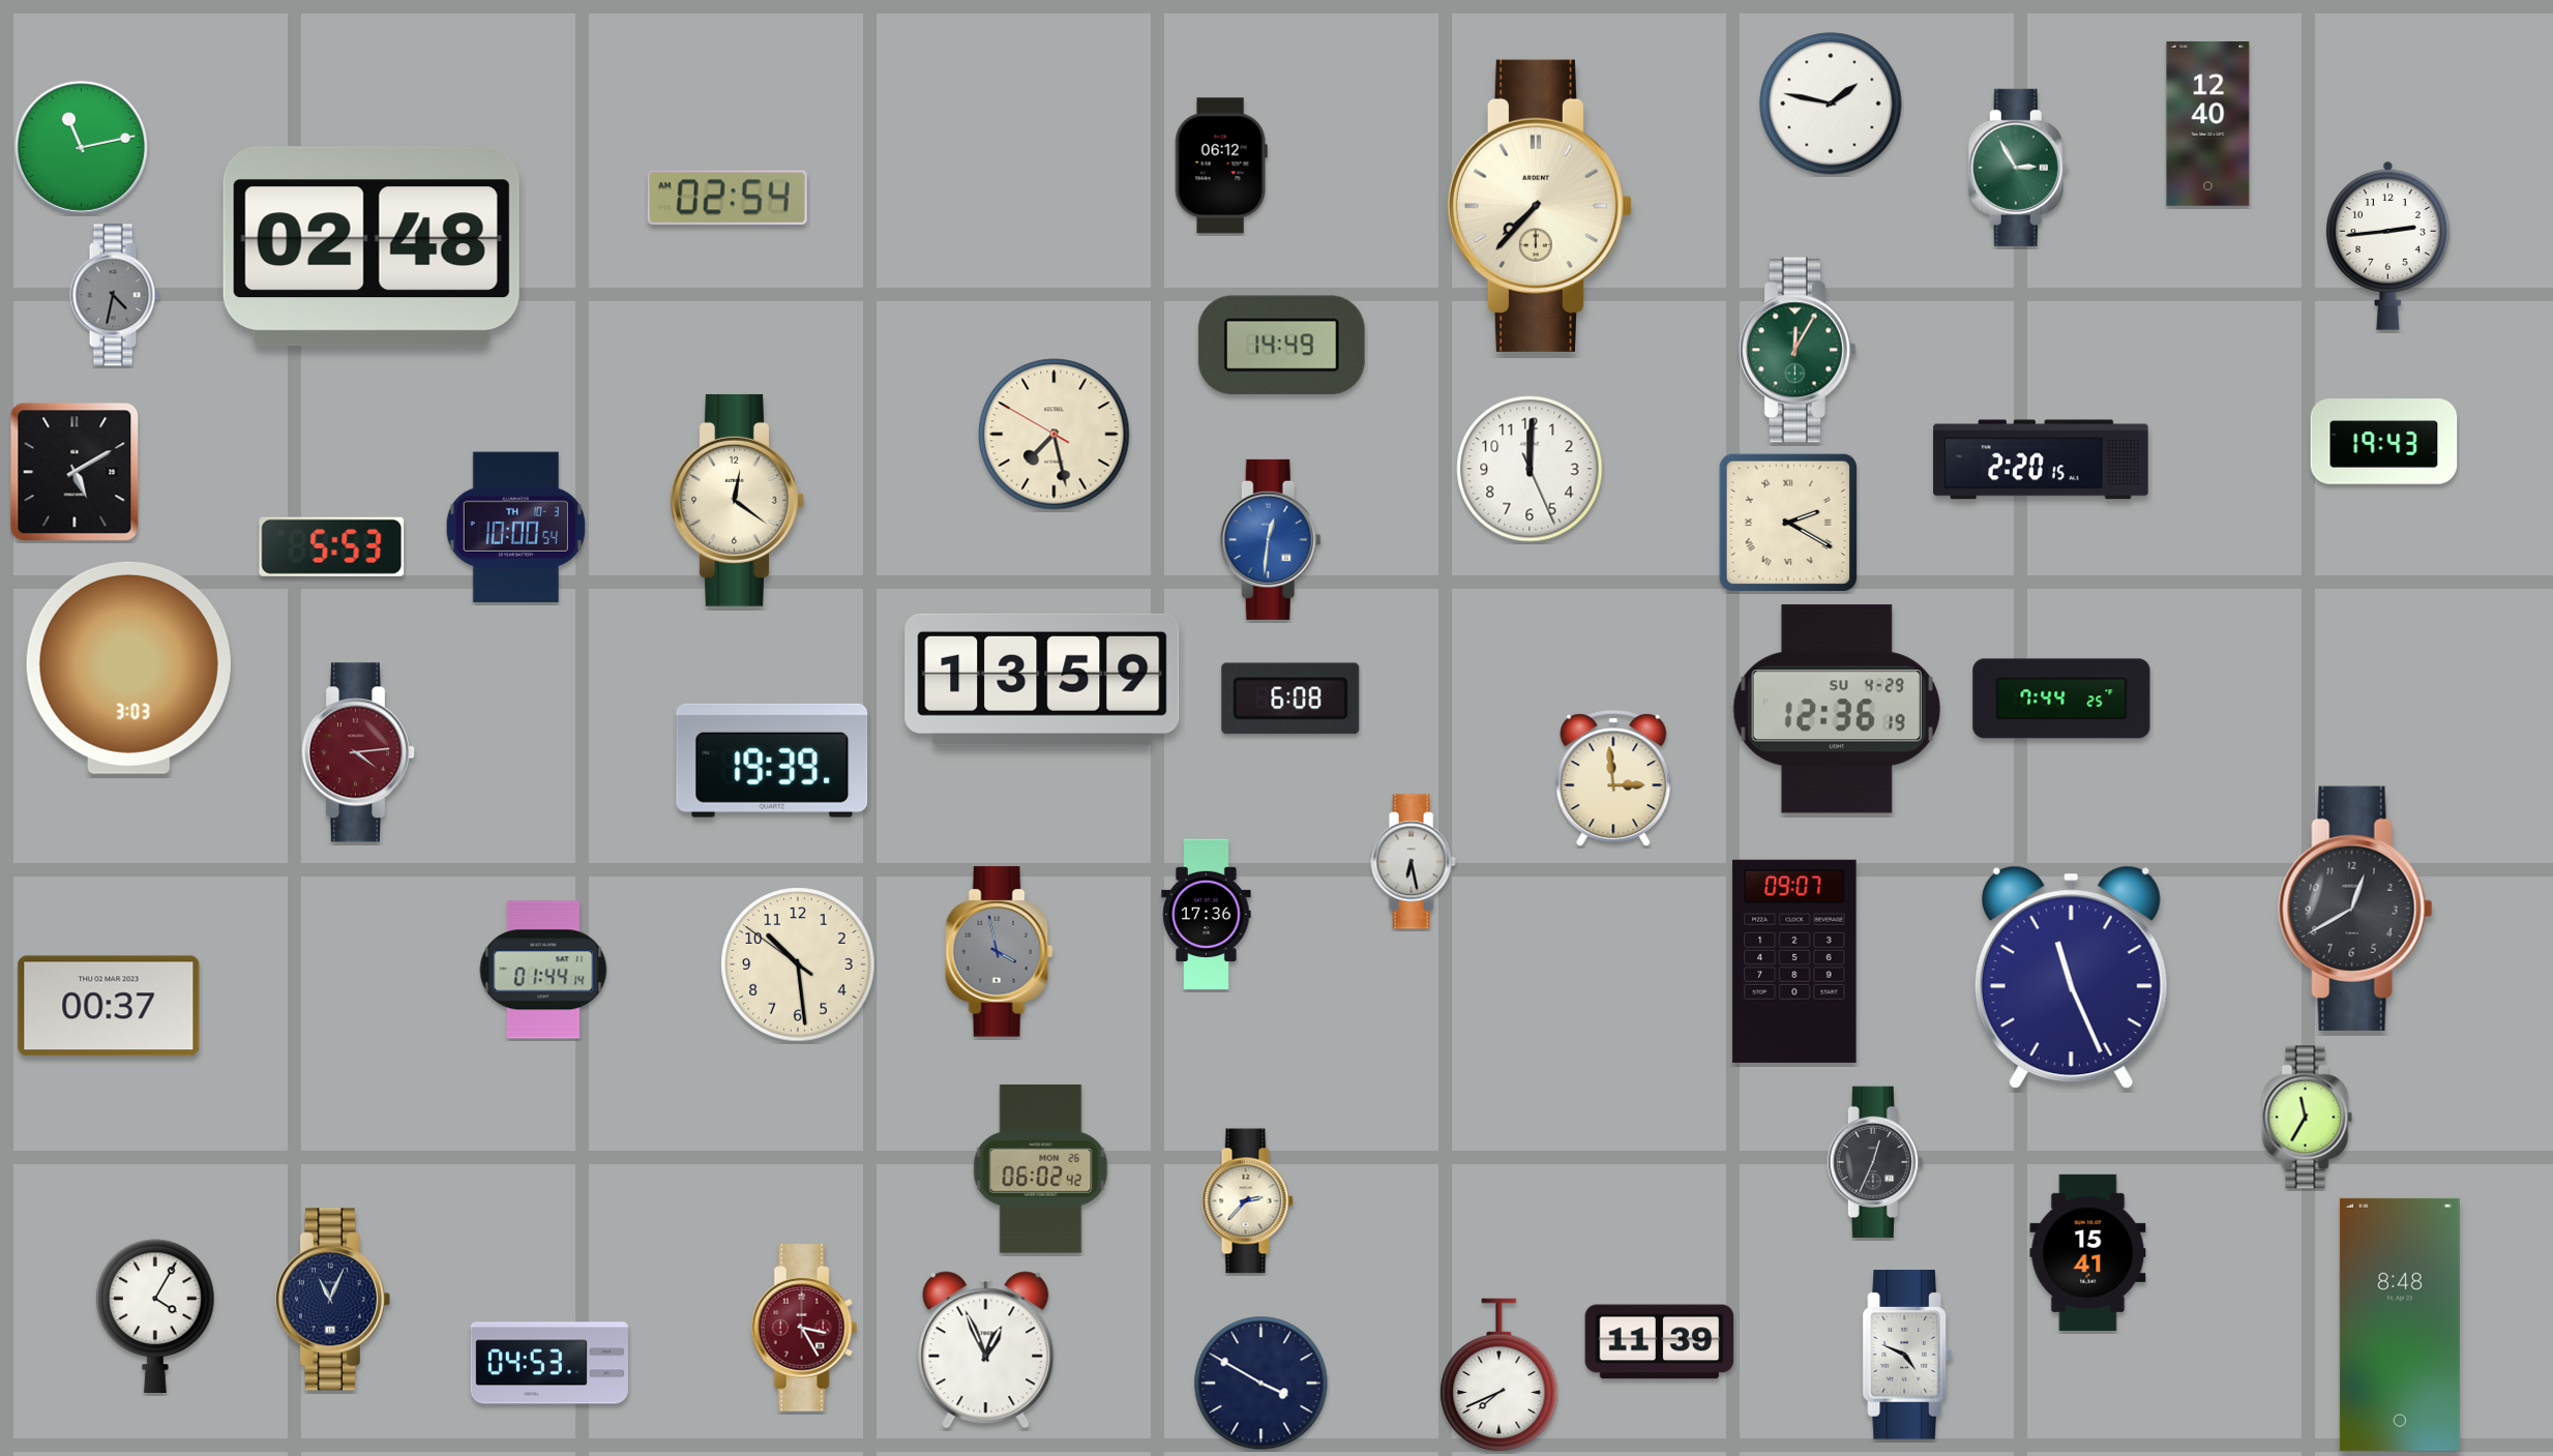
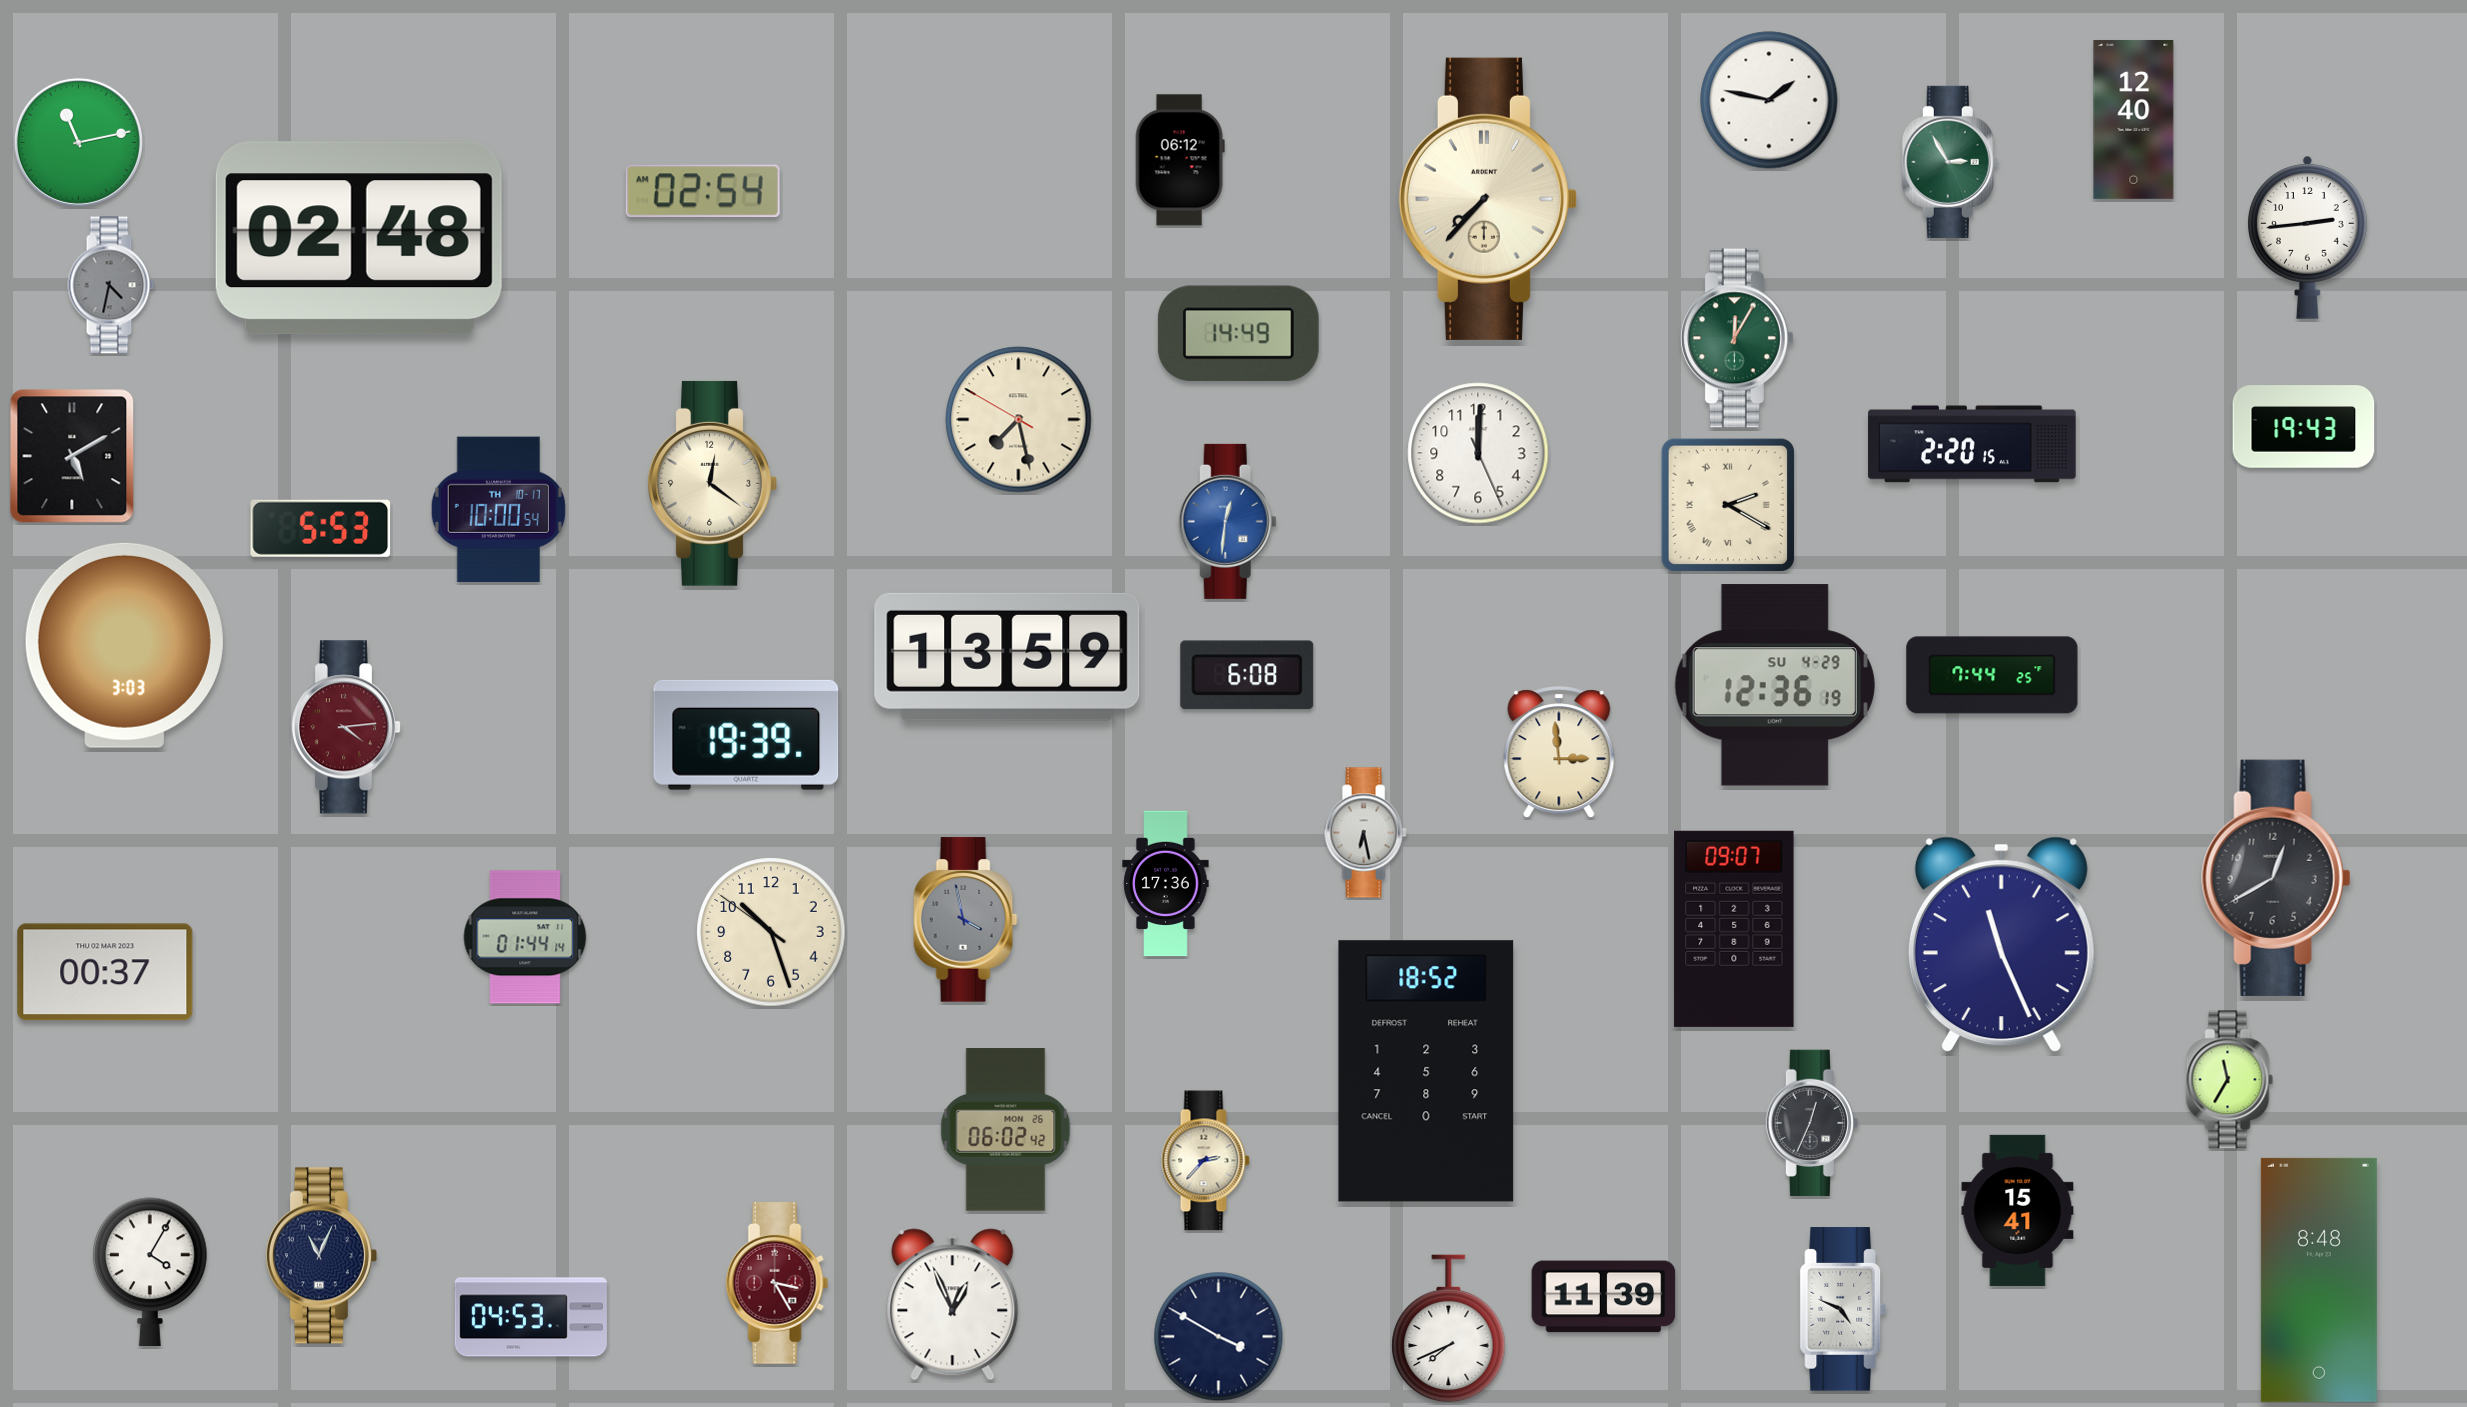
clock at (515, 528) date: TH 10-3 -> TH 10-17
clock at (798, 964): 10:28 -> 10:26
clock at (1426, 1071): none -> 18:52
